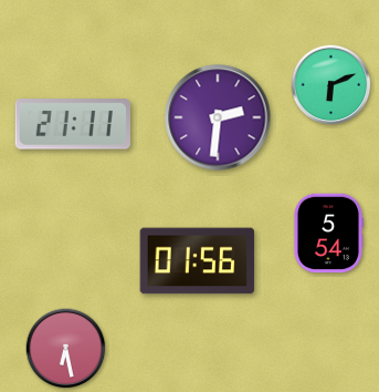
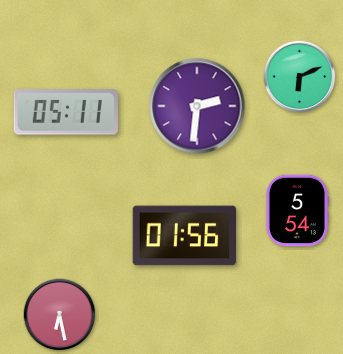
clock at (73, 124): 21:11 -> 05:11
clock at (198, 261) position: (198, 261) -> (185, 236)
